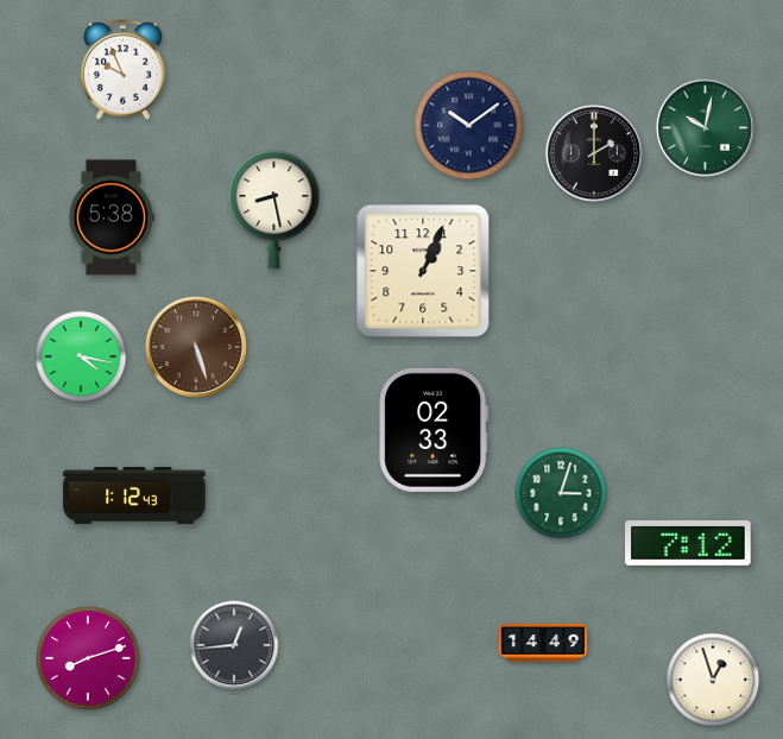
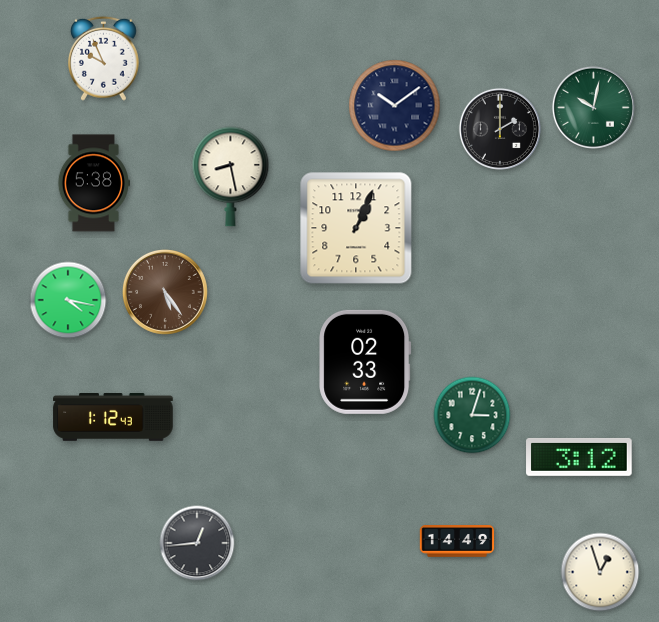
clock at (196, 347): 5:27 -> 5:24
clock at (688, 543): 7:12 -> 3:12
clock at (88, 658): 8:12 -> none
